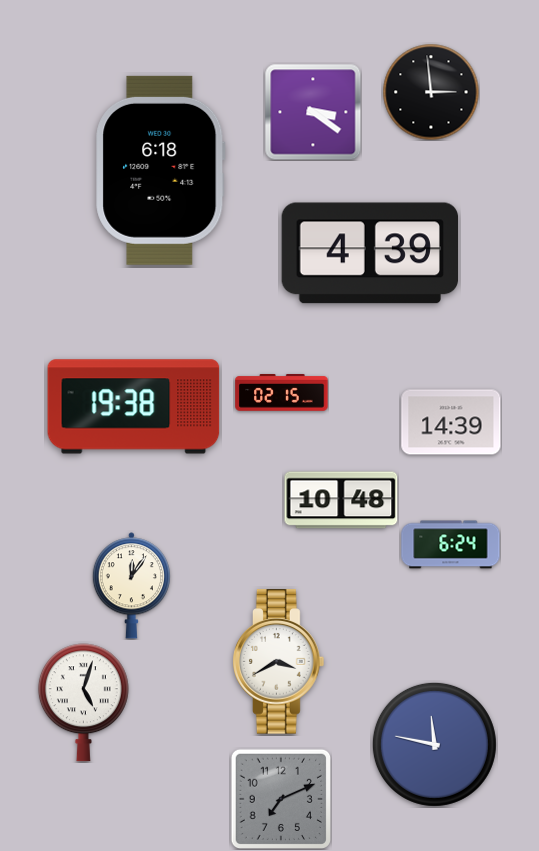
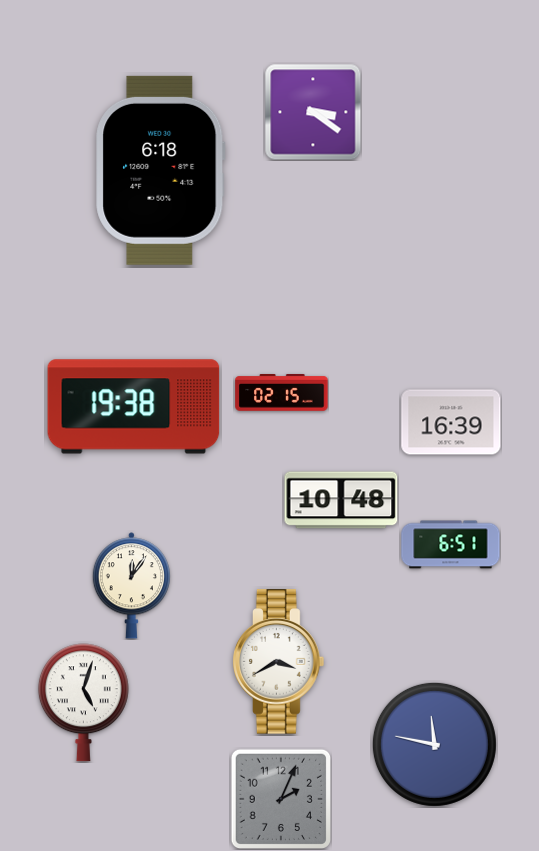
clock at (431, 92): 2:59 -> none
clock at (369, 253): 4:39 -> none
clock at (451, 422): 14:39 -> 16:39
clock at (451, 545): 6:24 -> 6:51
clock at (280, 798): 7:11 -> 2:04
